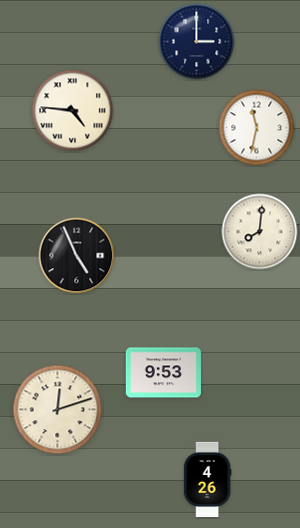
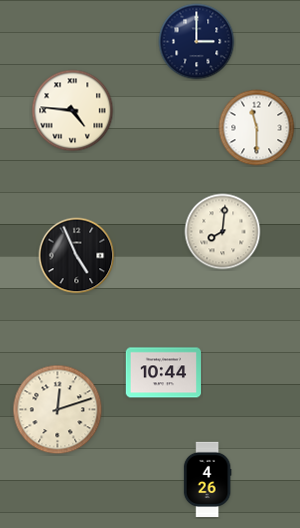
clock at (257, 128): 11:32 -> 11:30
clock at (260, 232) position: (260, 232) -> (223, 232)
clock at (163, 373): 9:53 -> 10:44
